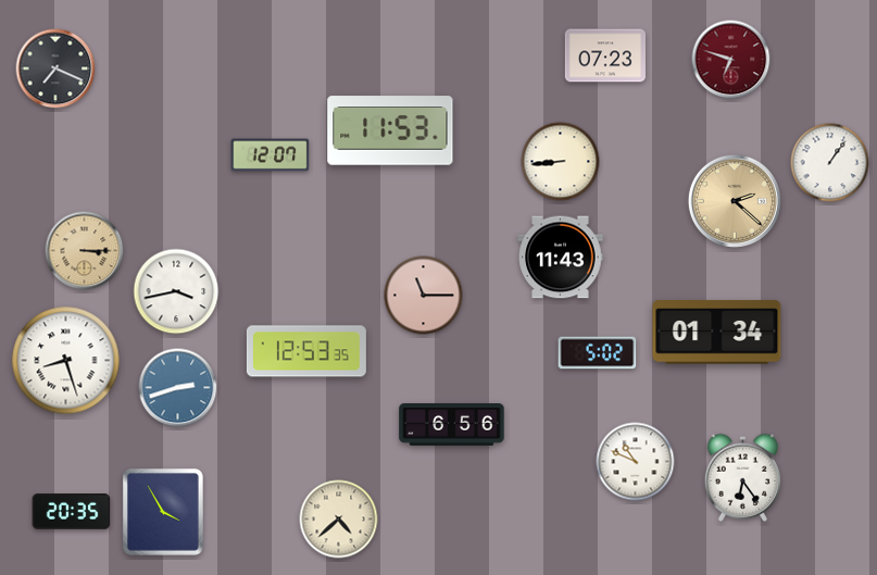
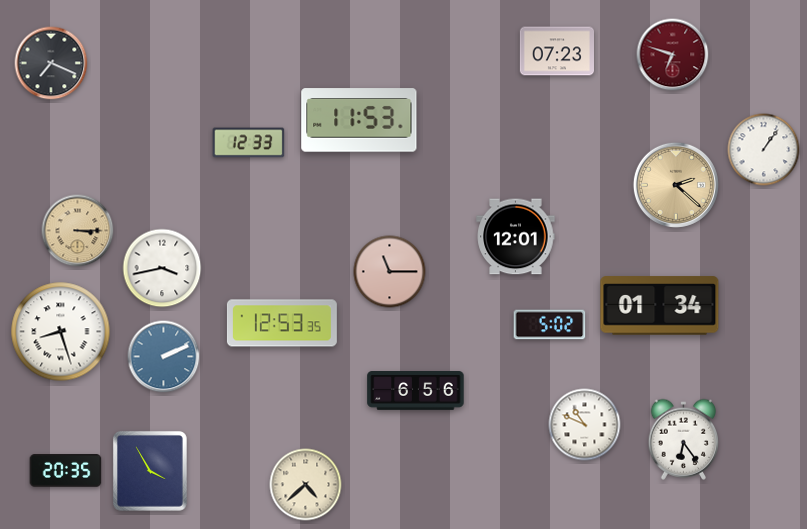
clock at (271, 155): 12:07 -> 12:33
clock at (561, 162): 8:44 -> none
clock at (561, 258): 11:43 -> 12:01
clock at (178, 388): 2:42 -> 2:11
clock at (339, 520) position: (339, 520) -> (306, 485)
